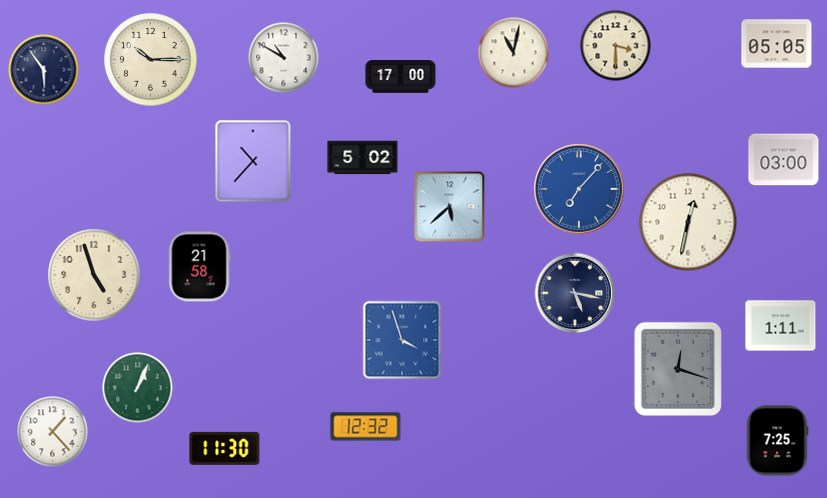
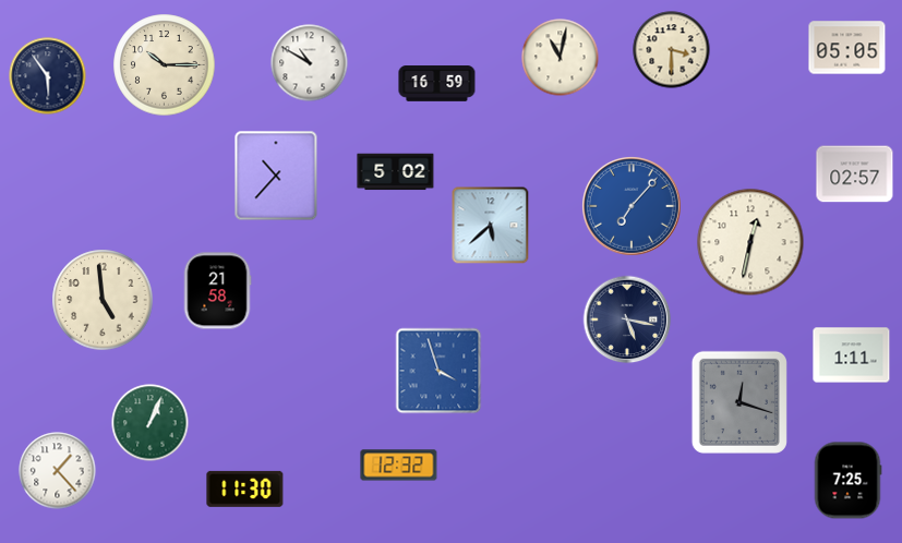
clock at (401, 77): 17:00 -> 16:59
clock at (784, 160): 03:00 -> 02:57
clock at (94, 275): 4:57 -> 4:59
